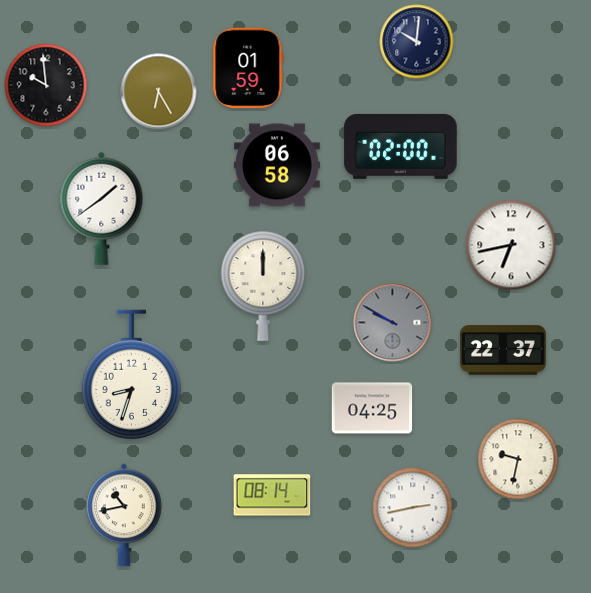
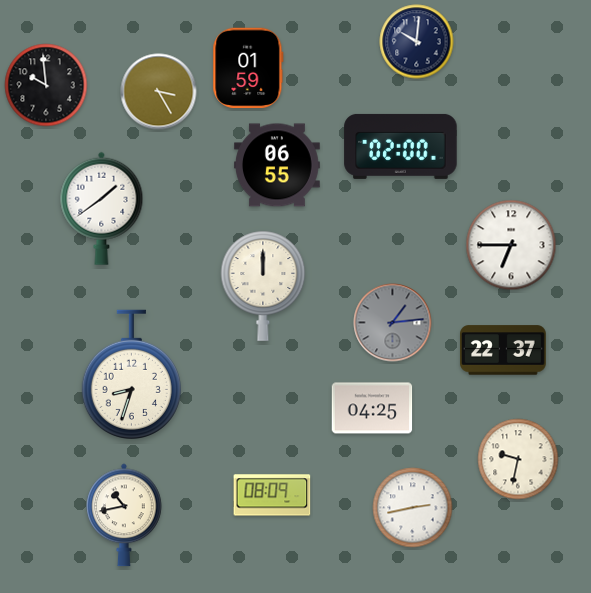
clock at (159, 92): 6:25 -> 3:25
clock at (278, 165): 06:58 -> 06:55
clock at (511, 245): 6:43 -> 6:45
clock at (393, 323): 9:50 -> 1:14
clock at (272, 495): 08:14 -> 08:09
